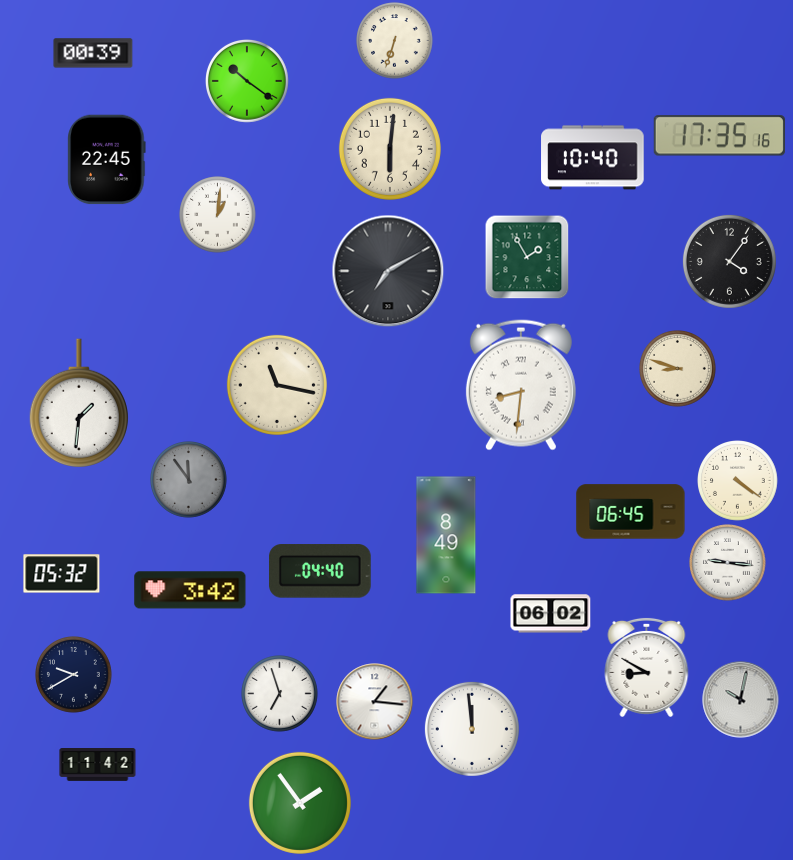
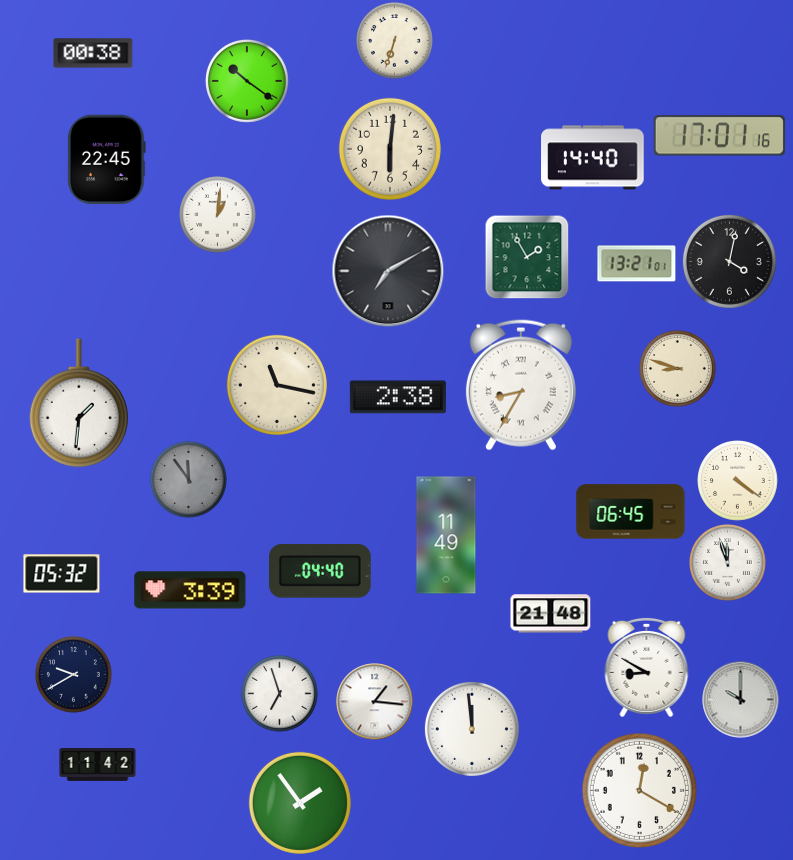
clock at (93, 53): 00:39 -> 00:38
clock at (719, 136): 17:35 -> 17:01
clock at (593, 158): 10:40 -> 14:40
clock at (729, 261): 4:06 -> 4:02
clock at (637, 264): none -> 13:21
clock at (521, 385): 8:31 -> 8:35
clock at (398, 397): none -> 2:38
clock at (446, 535): 8:49 -> 11:49
clock at (728, 563): 9:16 -> 11:57
clock at (190, 590): 3:42 -> 3:39
clock at (551, 614): 06:02 -> 21:48
clock at (741, 700): 10:02 -> 10:00
clock at (639, 790): none -> 12:20
